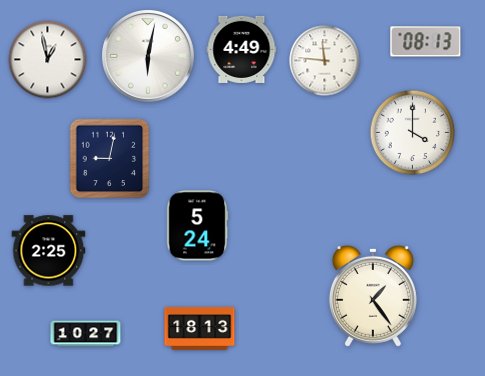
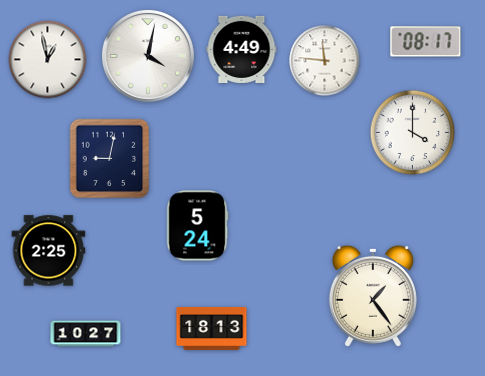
clock at (426, 42): 08:13 -> 08:17
clock at (149, 57): 6:02 -> 4:02
clock at (200, 328) position: (200, 328) -> (212, 328)
